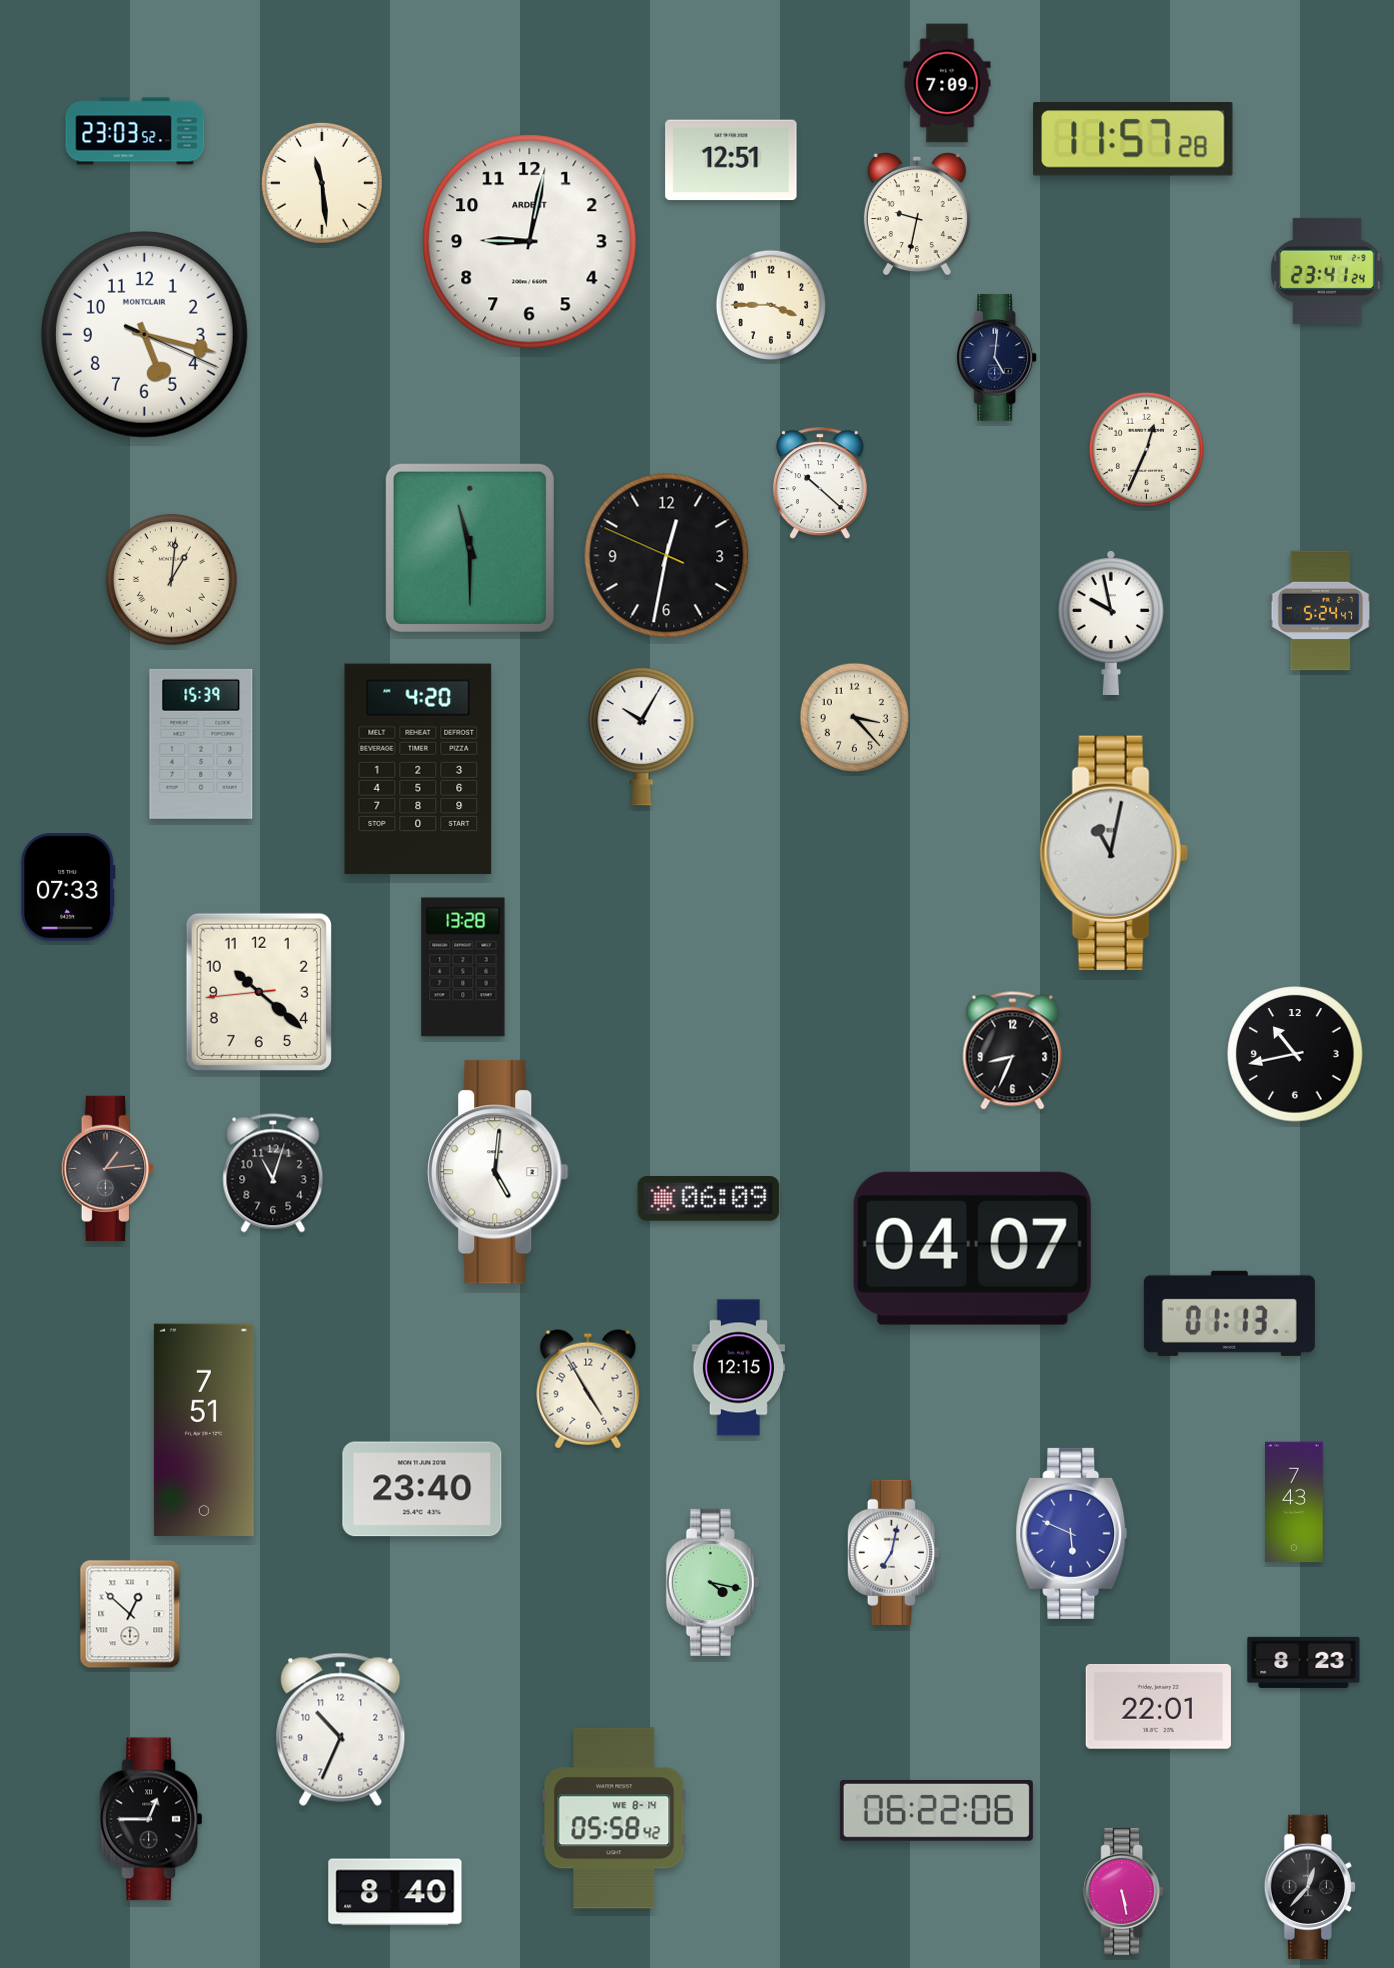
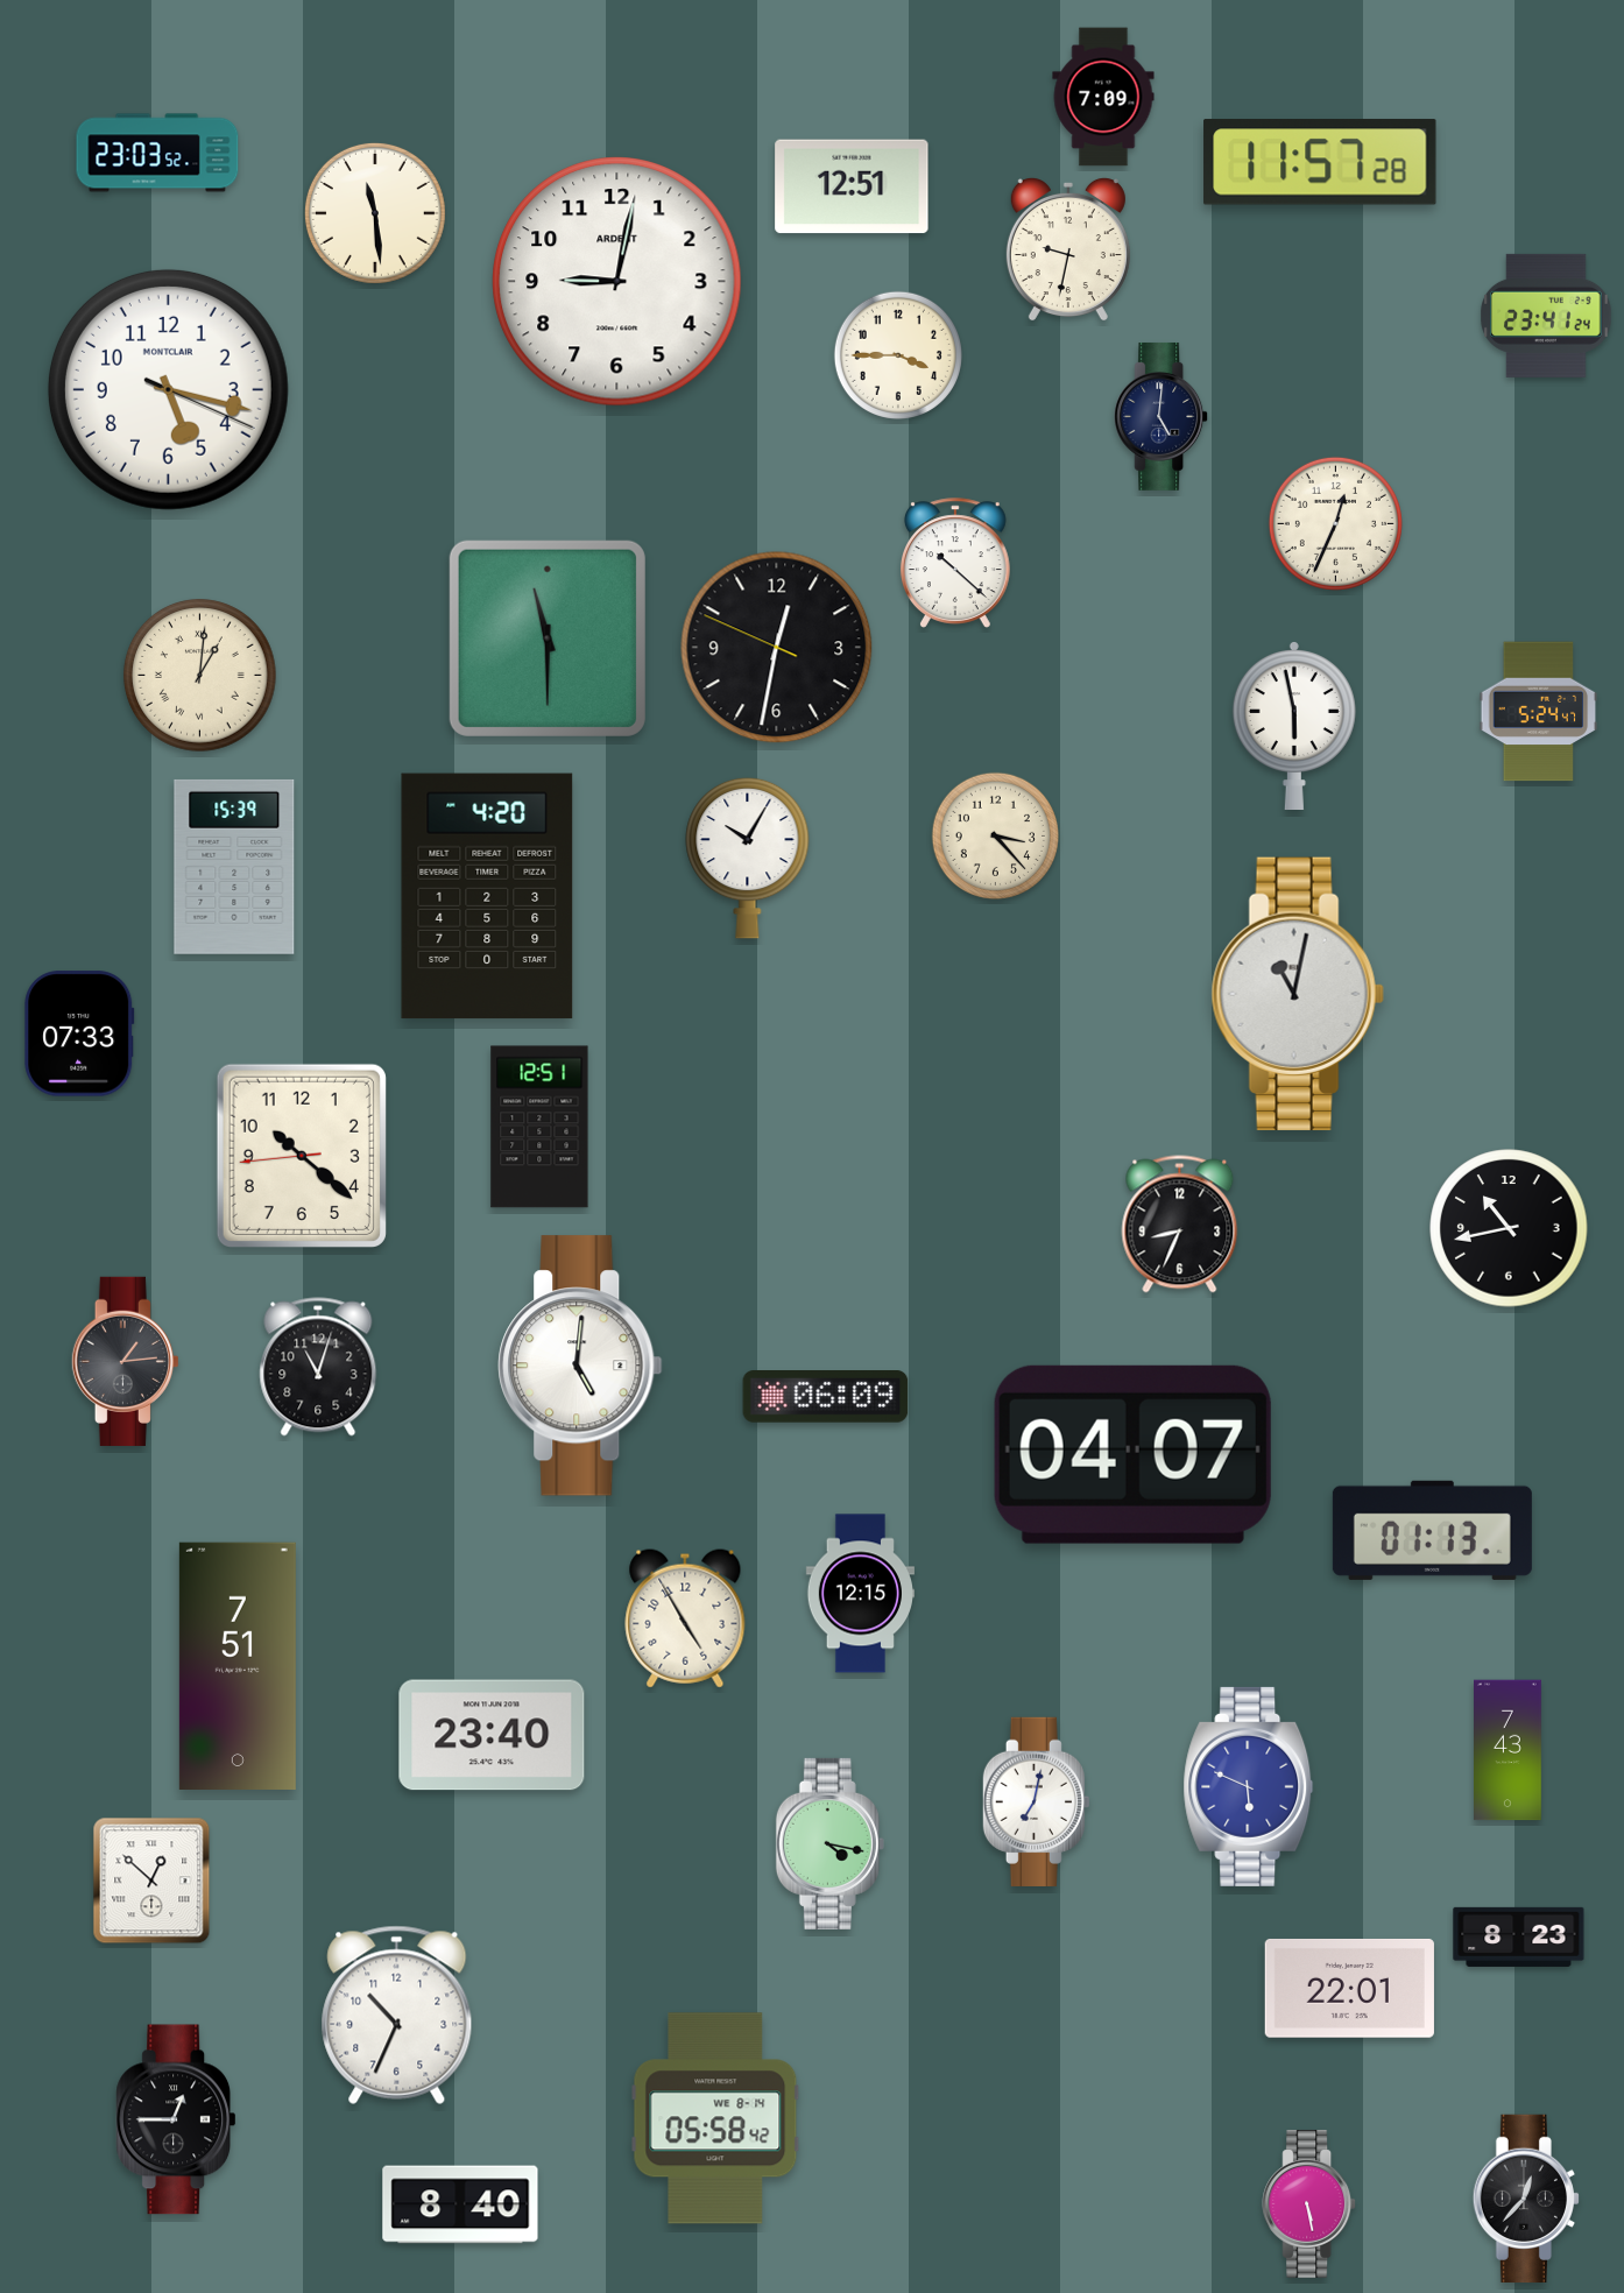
clock at (1111, 623): 9:58 -> 5:58
clock at (463, 967): 13:28 -> 12:51
clock at (893, 1552) position: (893, 1552) -> (1036, 1801)
clock at (936, 1811): 06:22 -> none
